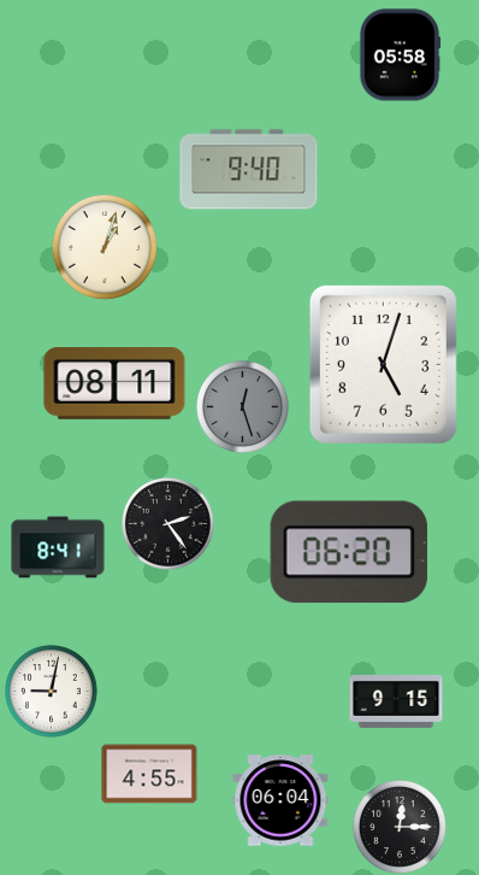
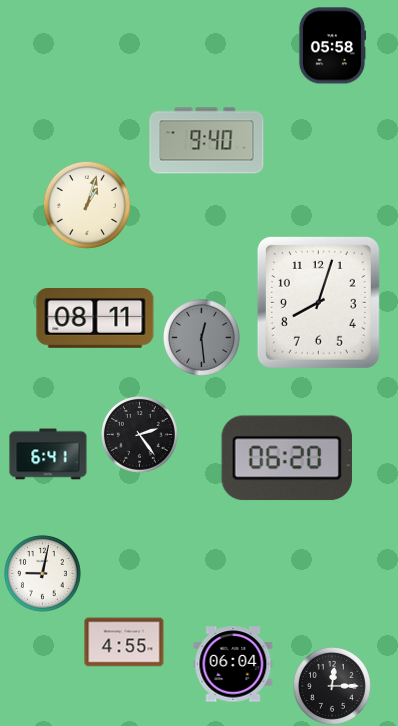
clock at (383, 364): 5:03 -> 8:03
clock at (243, 407): 12:27 -> 12:29
clock at (58, 547): 8:41 -> 6:41
clock at (349, 552) position: (349, 552) -> (287, 458)
clock at (396, 701): 9:15 -> none
